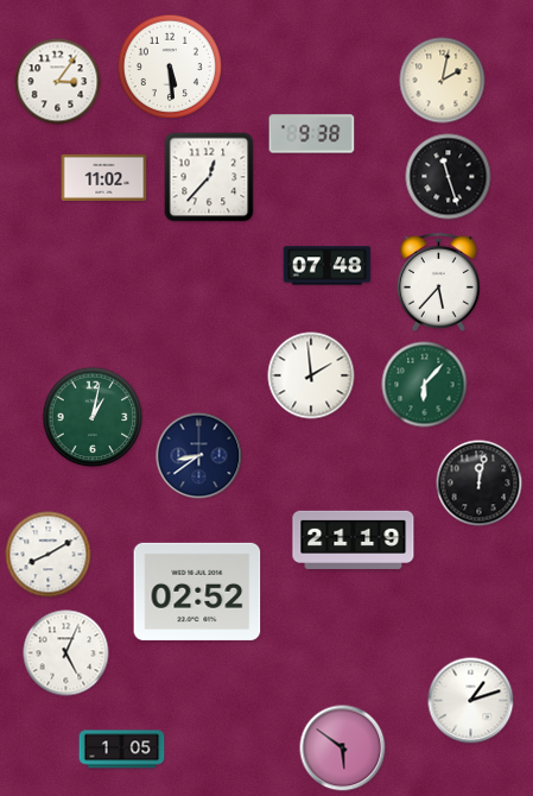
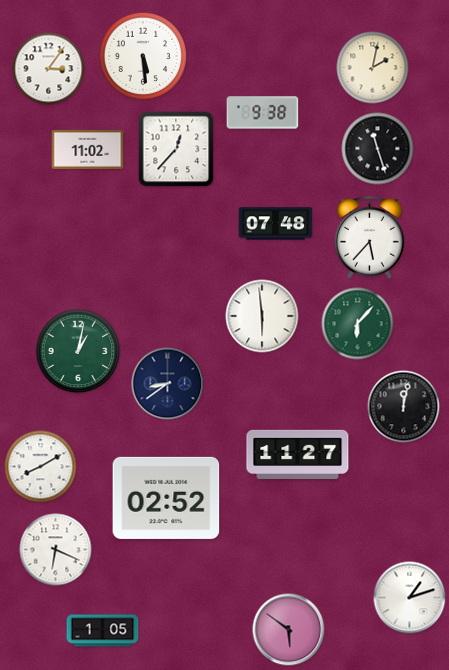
clock at (311, 375): 1:59 -> 5:59
clock at (354, 539): 21:19 -> 11:27
clock at (66, 653): 5:04 -> 6:19
clock at (471, 701) position: (471, 701) -> (410, 598)
